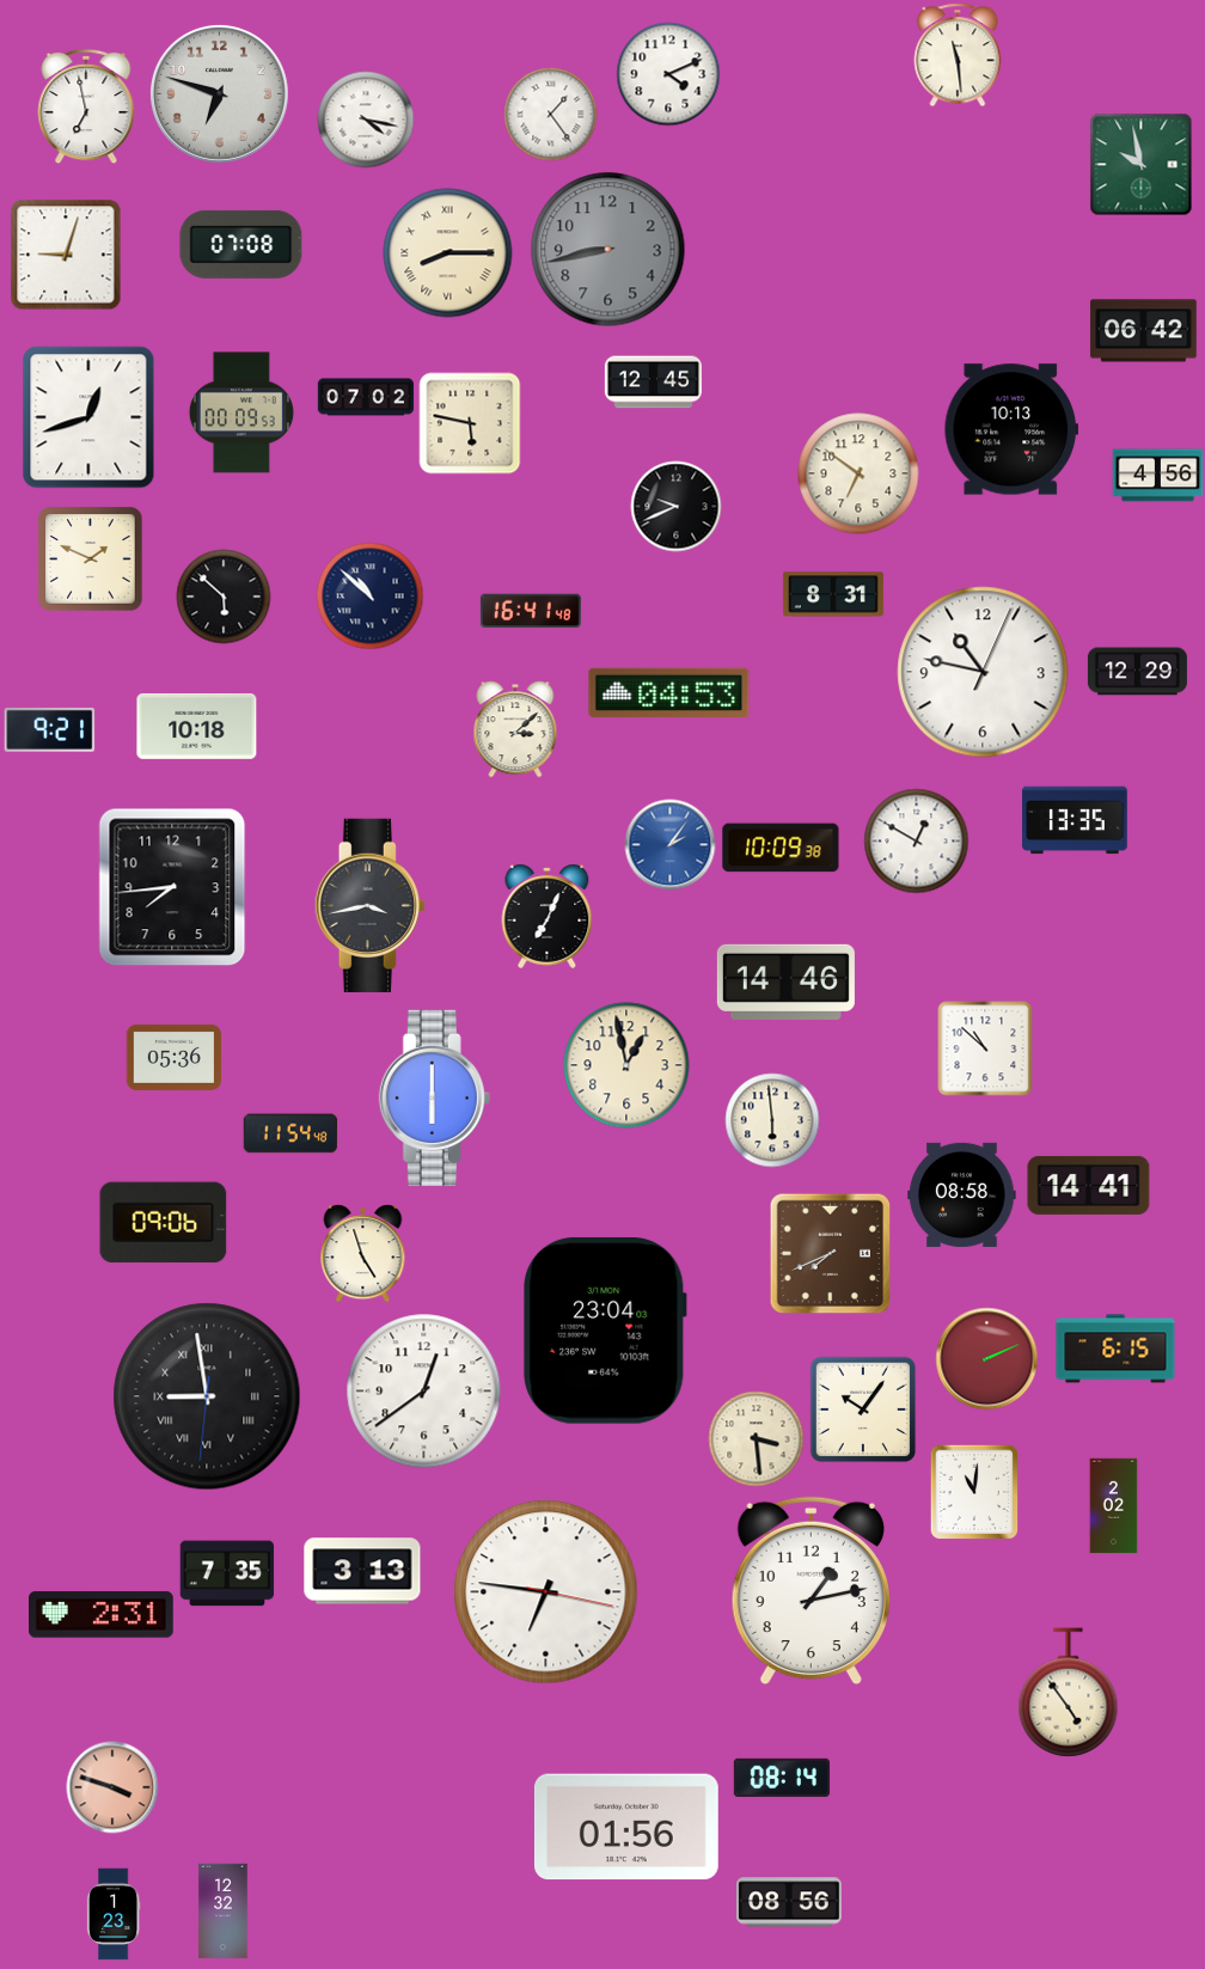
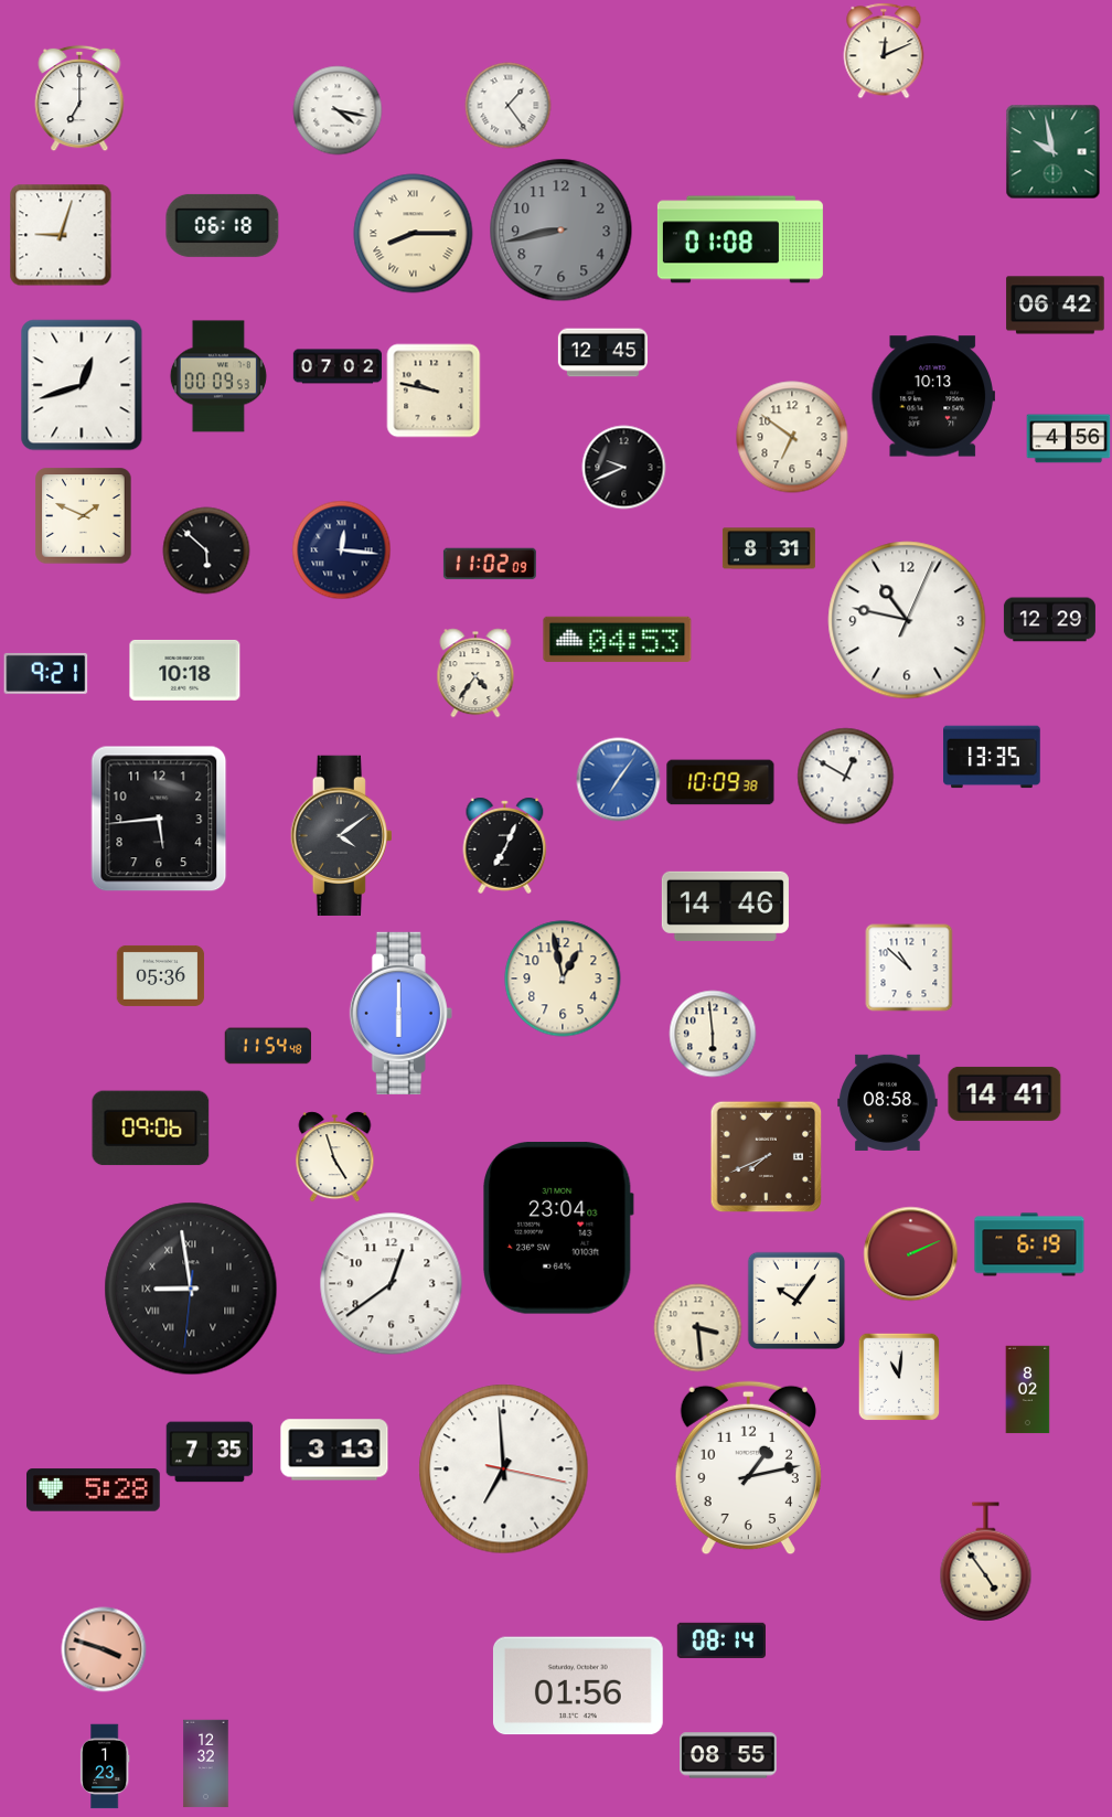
clock at (958, 55): 11:29 -> 12:11
clock at (668, 74): 4:11 -> none
clock at (219, 93): 6:48 -> none
clock at (86, 106): 6:58 -> 7:00
clock at (241, 244): 07:08 -> 06:18
clock at (740, 239): none -> 01:08
clock at (241, 412) position: (241, 412) -> (218, 376)
clock at (470, 423): 5:47 -> 9:47
clock at (371, 597): 10:52 -> 12:16
clock at (531, 611): 16:41 -> 11:02
clock at (197, 726) position: (197, 726) -> (185, 670)
clock at (515, 729): 3:08 -> 4:36
clock at (671, 845): 2:06 -> 7:06
clock at (172, 887): 7:44 -> 5:44
clock at (369, 905): 3:43 -> 4:09
clock at (626, 1065) position: (626, 1065) -> (563, 979)
clock at (1115, 1349): 6:15 -> 6:19
clock at (1114, 1506): 2:02 -> 8:02
clock at (546, 1592): 6:46 -> 6:59
clock at (102, 1615): 2:31 -> 5:28
clock at (789, 1902): 08:56 -> 08:55
